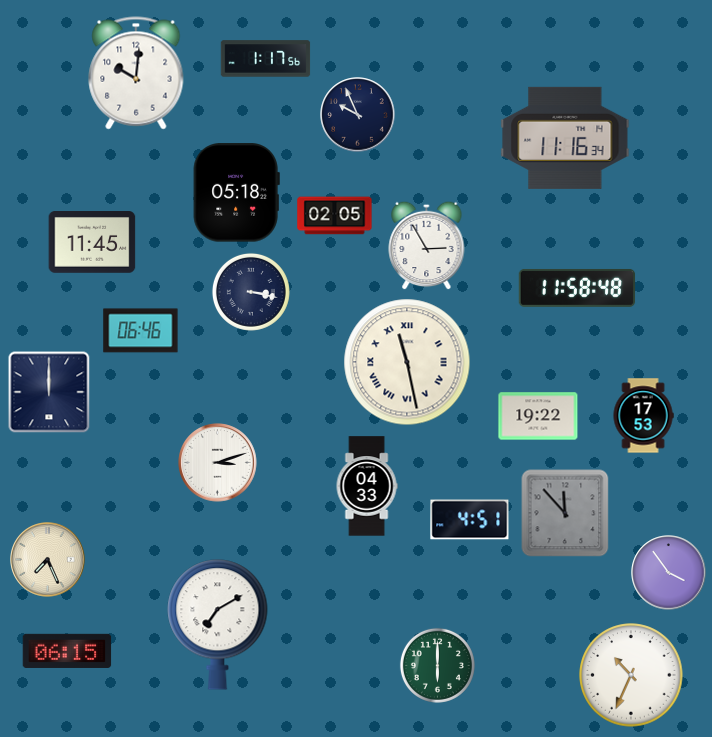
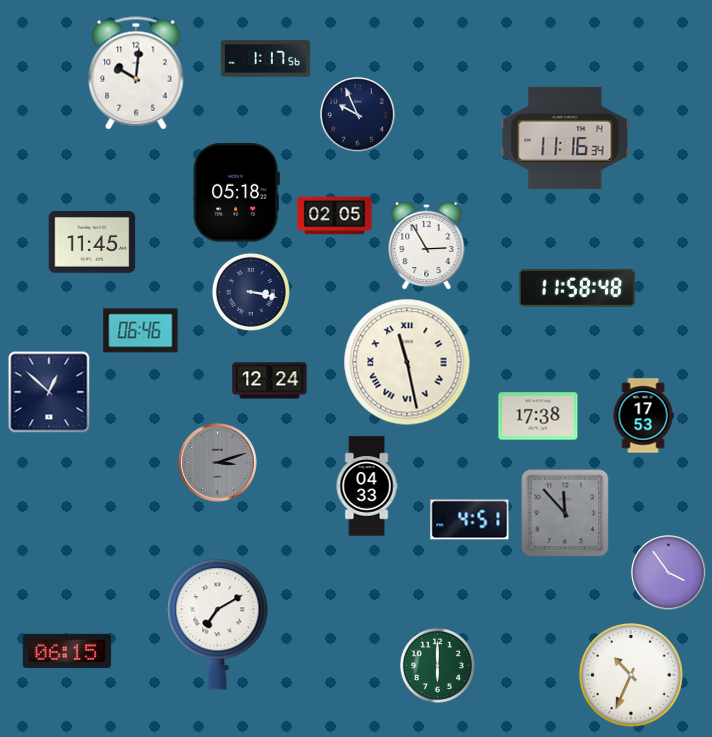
clock at (270, 381): none -> 12:24
clock at (49, 392): 12:00 -> 12:52
clock at (538, 416): 19:22 -> 17:38
clock at (218, 463) dial: white -> grey
clock at (48, 560): 7:26 -> none
